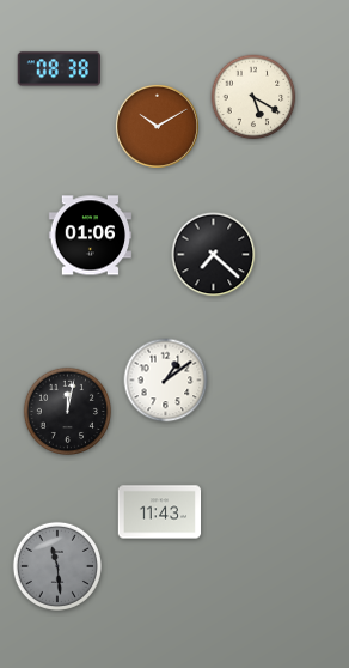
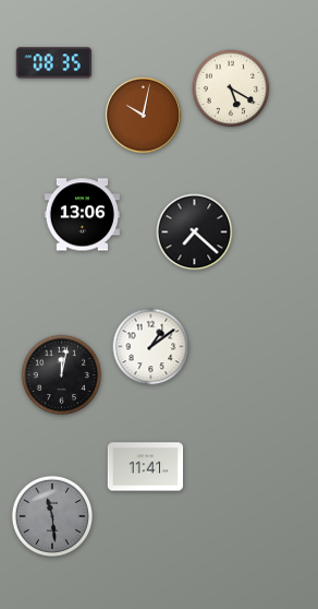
clock at (59, 69): 08:38 -> 08:35
clock at (157, 126): 10:10 -> 10:02
clock at (90, 236): 01:06 -> 13:06
clock at (160, 512): 11:43 -> 11:41
